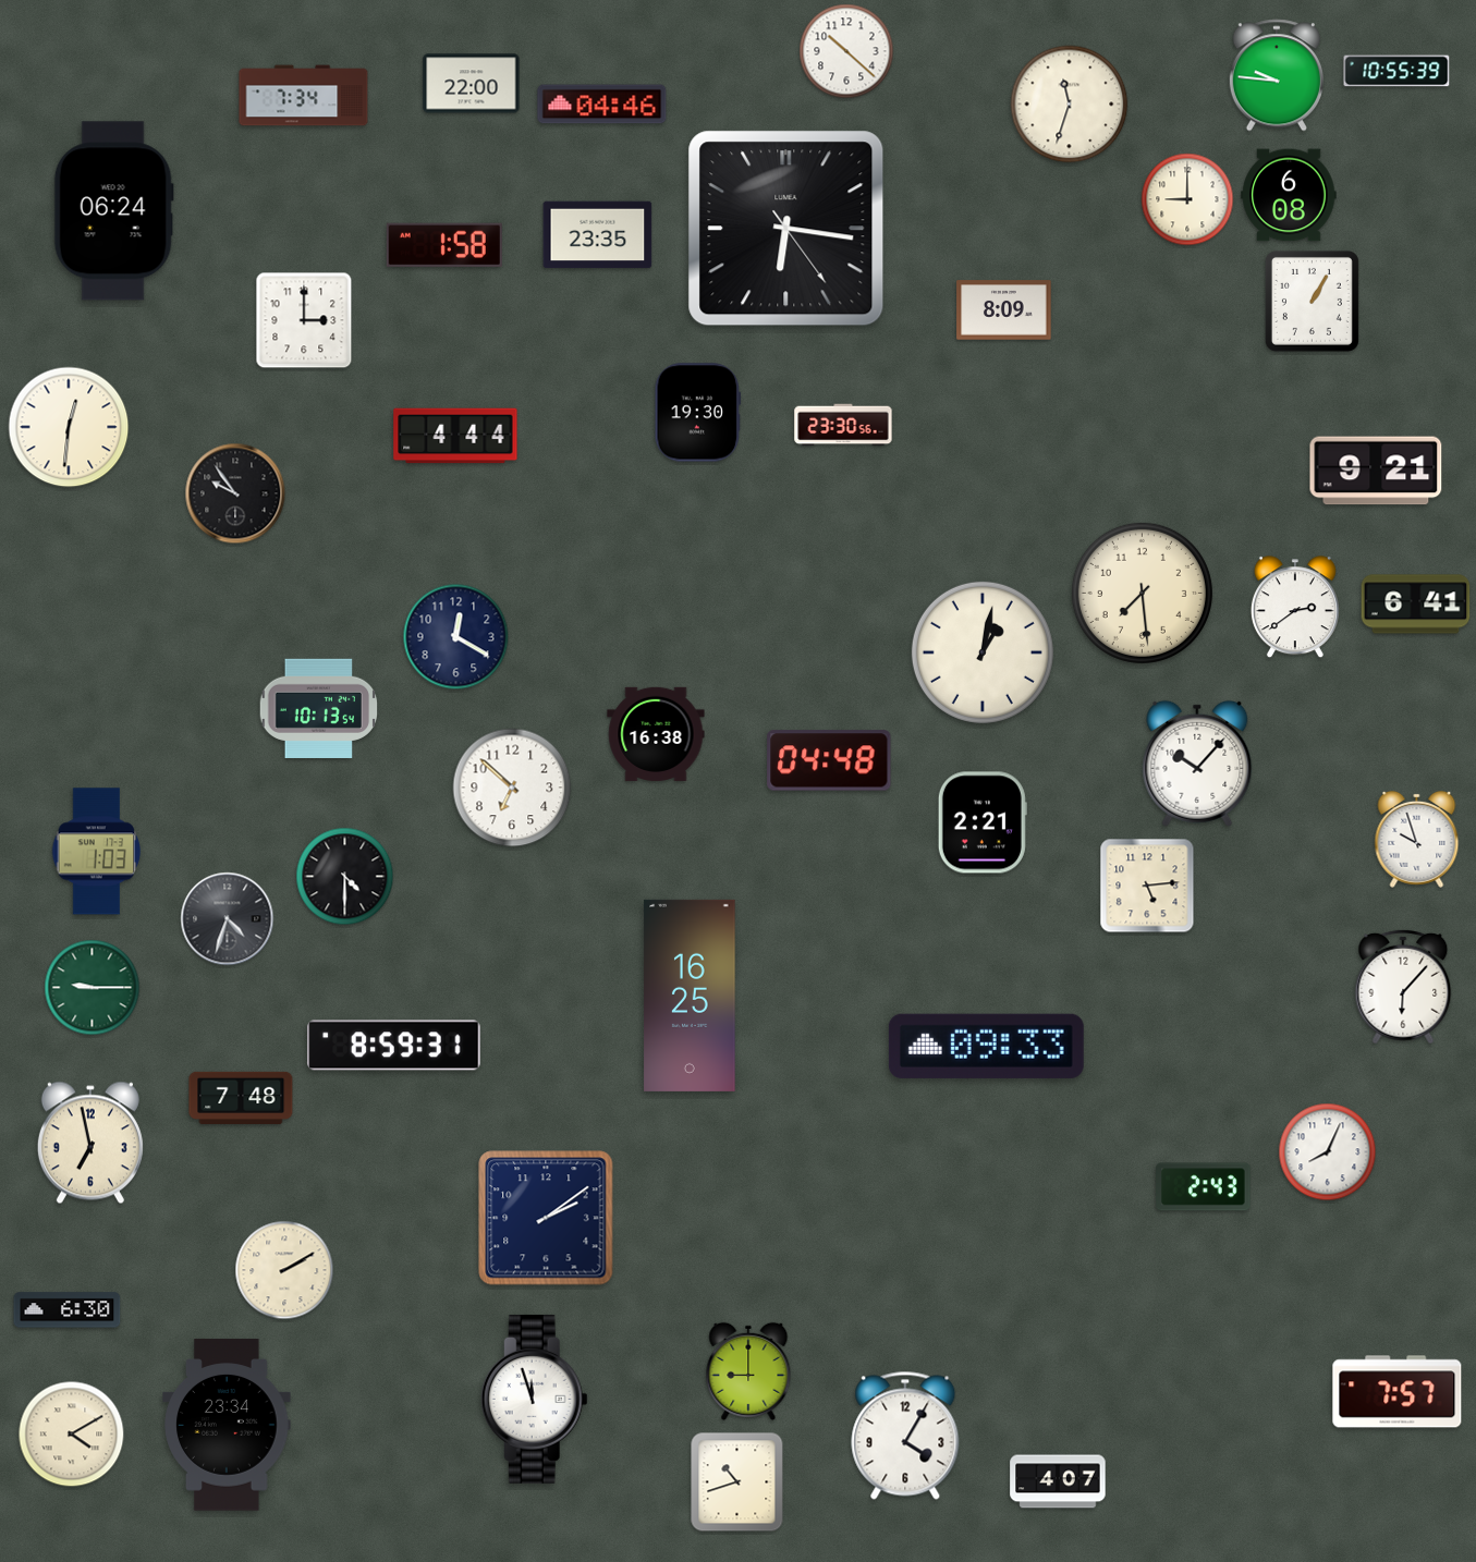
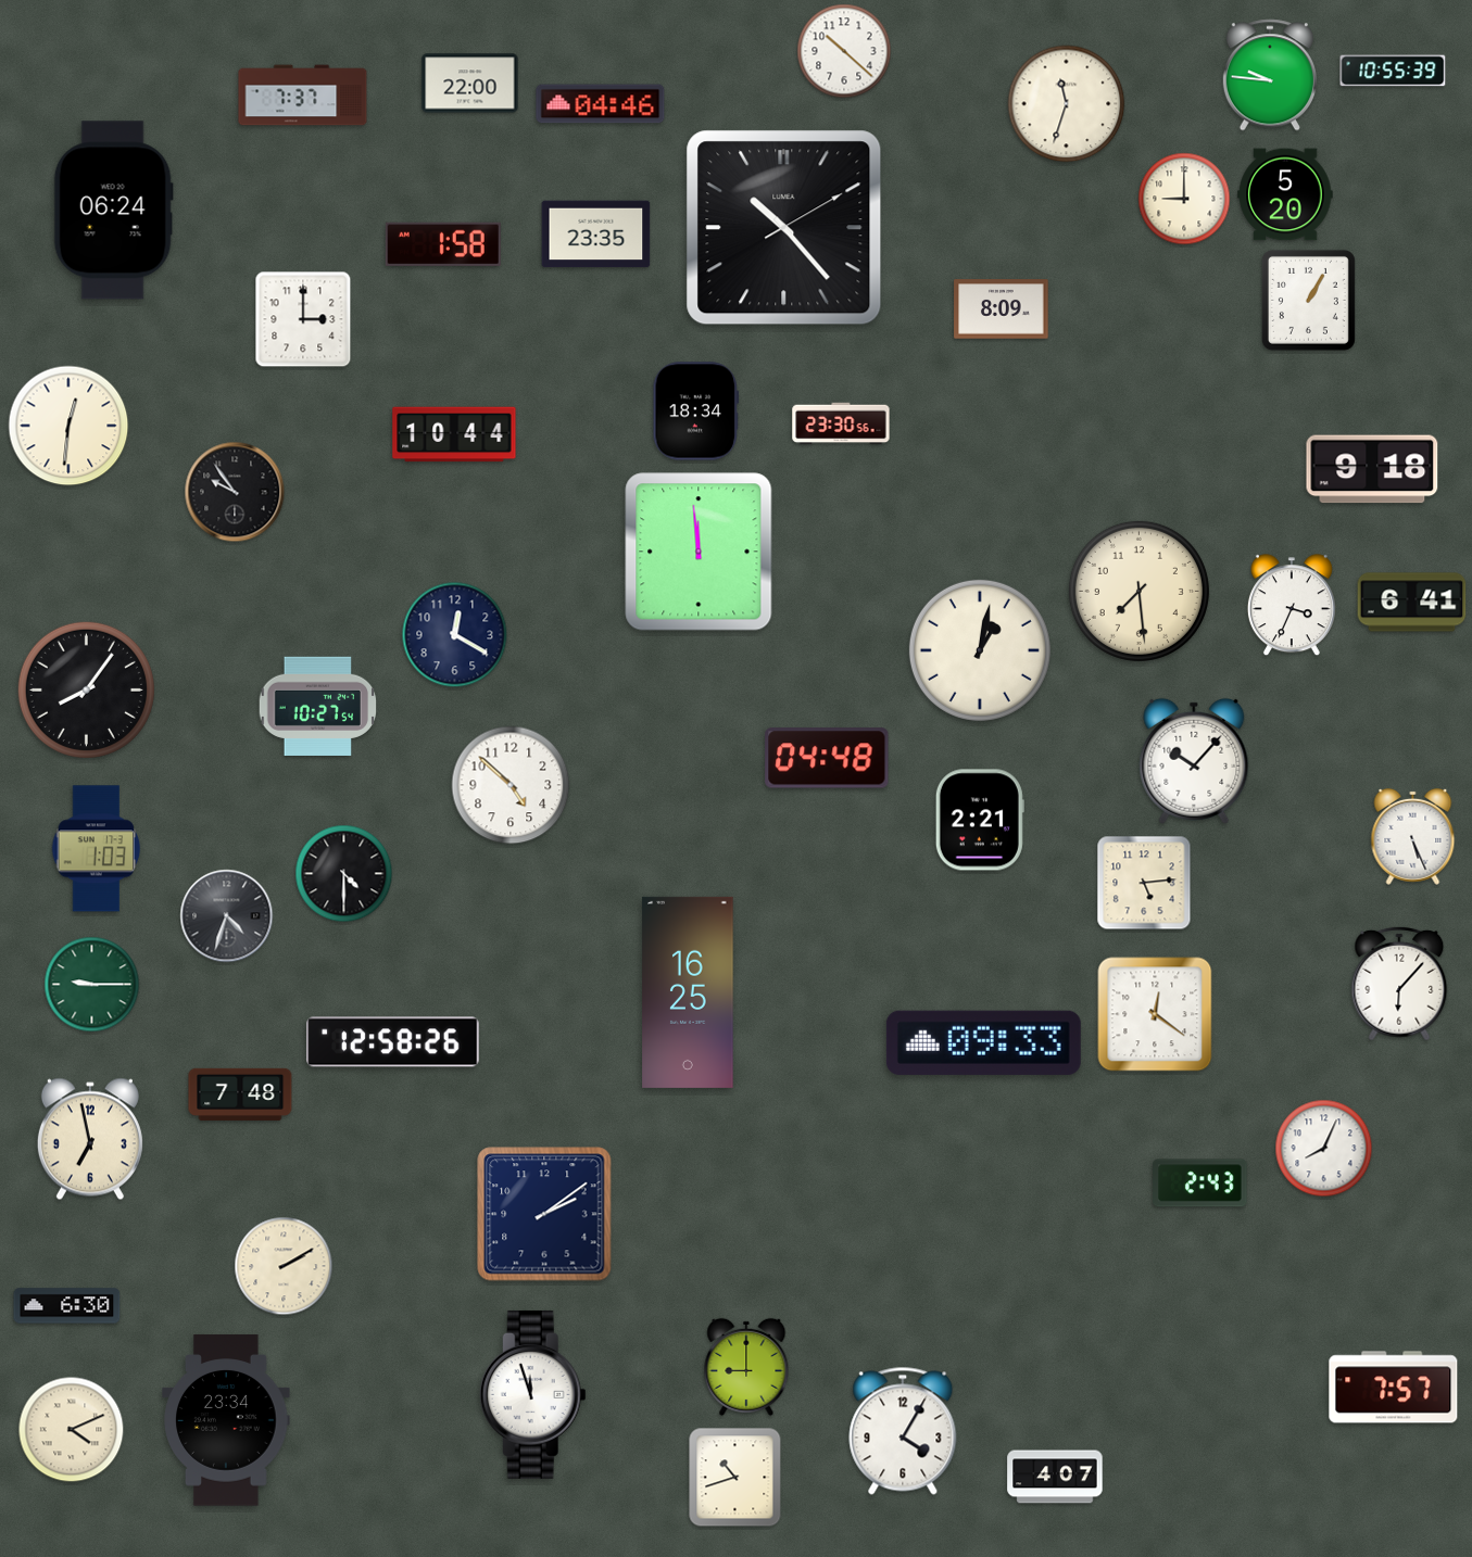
clock at (1277, 75) position: (1277, 75) -> (1270, 75)
clock at (304, 96): 7:34 -> 7:37
clock at (1289, 195): 6:08 -> 5:20
clock at (786, 229): 6:16 -> 10:23
clock at (698, 413): 19:30 -> 18:34
clock at (455, 436): 4:44 -> 10:44
clock at (1376, 471): 9:21 -> 9:18
clock at (699, 552): none -> 11:59
clock at (1295, 608): 2:39 -> 3:34
clock at (86, 689): none -> 8:06
clock at (319, 708): 10:13 -> 10:27
clock at (656, 734): 16:38 -> none
clock at (512, 788): 6:52 -> 4:52
clock at (1417, 839): 9:57 -> 5:26
clock at (1155, 1014): none -> 12:21
clock at (394, 1046): 8:59 -> 12:58
clock at (72, 1435): 4:10 -> 4:11
